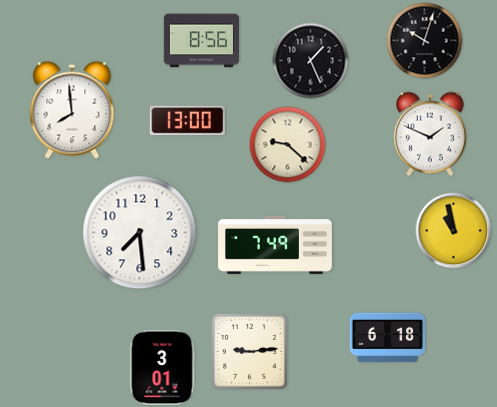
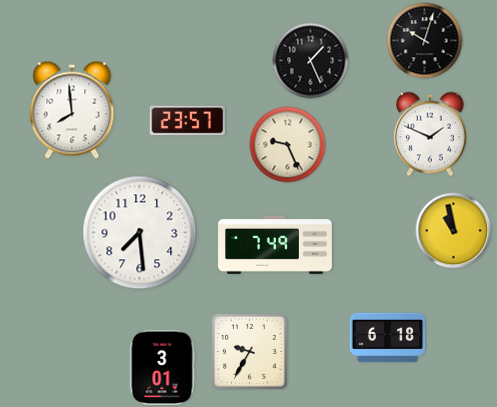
clock at (202, 41): 8:56 -> none
clock at (187, 121): 13:00 -> 23:57
clock at (288, 145): 9:22 -> 9:26
clock at (249, 351): 9:14 -> 9:35
